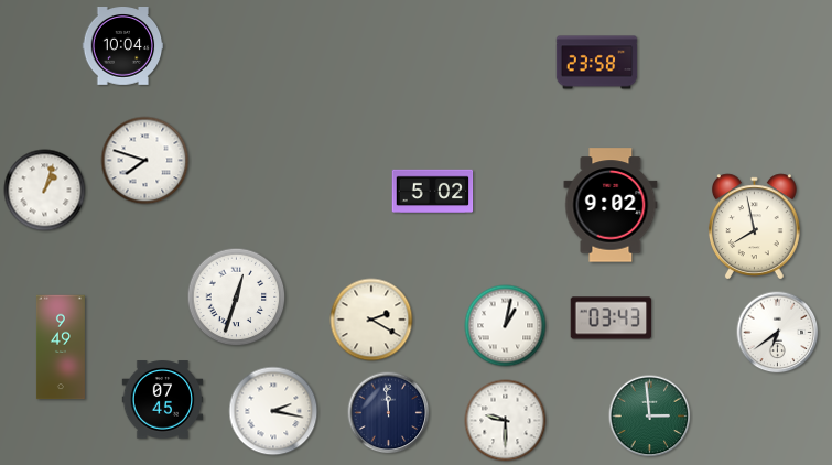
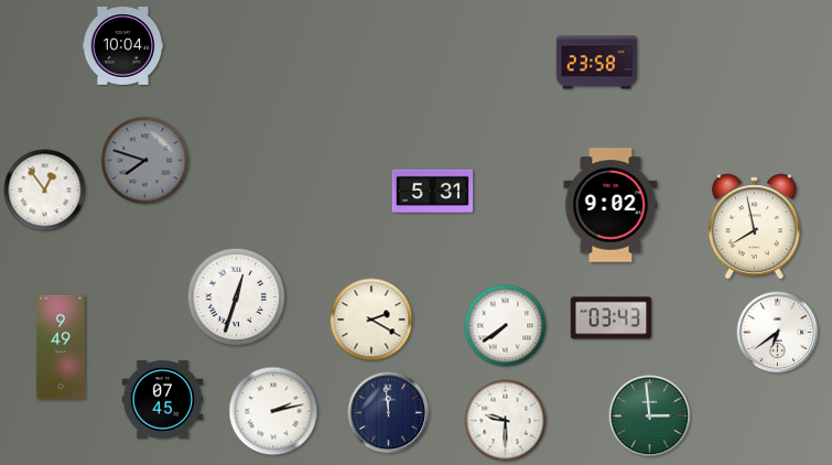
clock at (145, 161) dial: white -> grey
clock at (45, 191): 1:03 -> 12:54
clock at (433, 192): 5:02 -> 5:31
clock at (506, 326): 1:02 -> 7:39
clock at (273, 411): 2:17 -> 2:13
